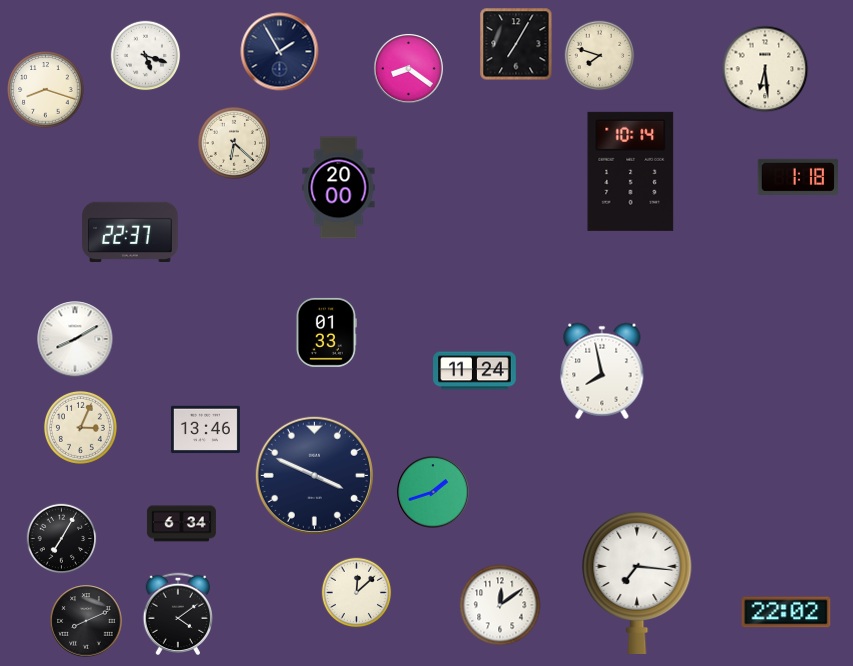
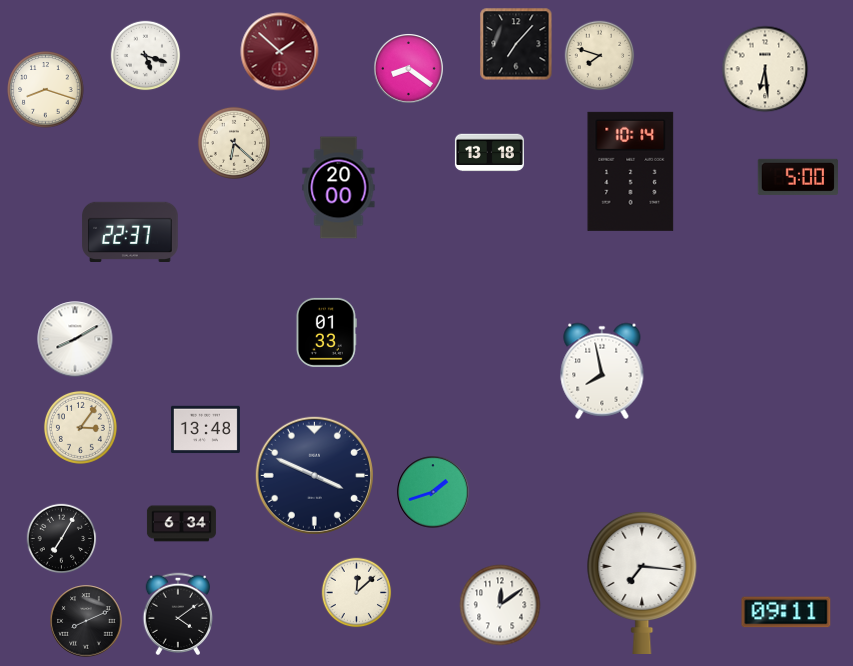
clock at (516, 44): 7:05 -> 7:07
clock at (280, 52): 1:55 -> 1:52
clock at (280, 52) dial: navy -> burgundy
clock at (489, 153): none -> 13:18
clock at (798, 177): 1:18 -> 5:00
clock at (475, 371): 11:24 -> none
clock at (80, 427): 3:04 -> 3:06
clock at (205, 430): 13:46 -> 13:48
clock at (637, 582) position: (637, 582) -> (642, 582)
clock at (786, 612): 22:02 -> 09:11
